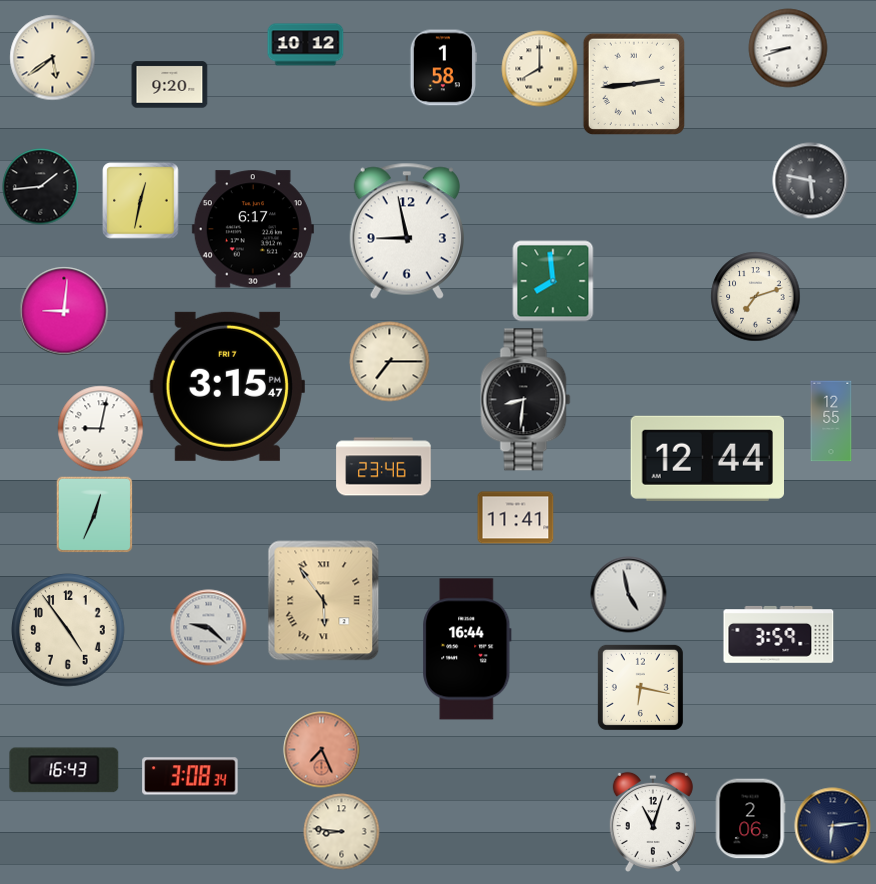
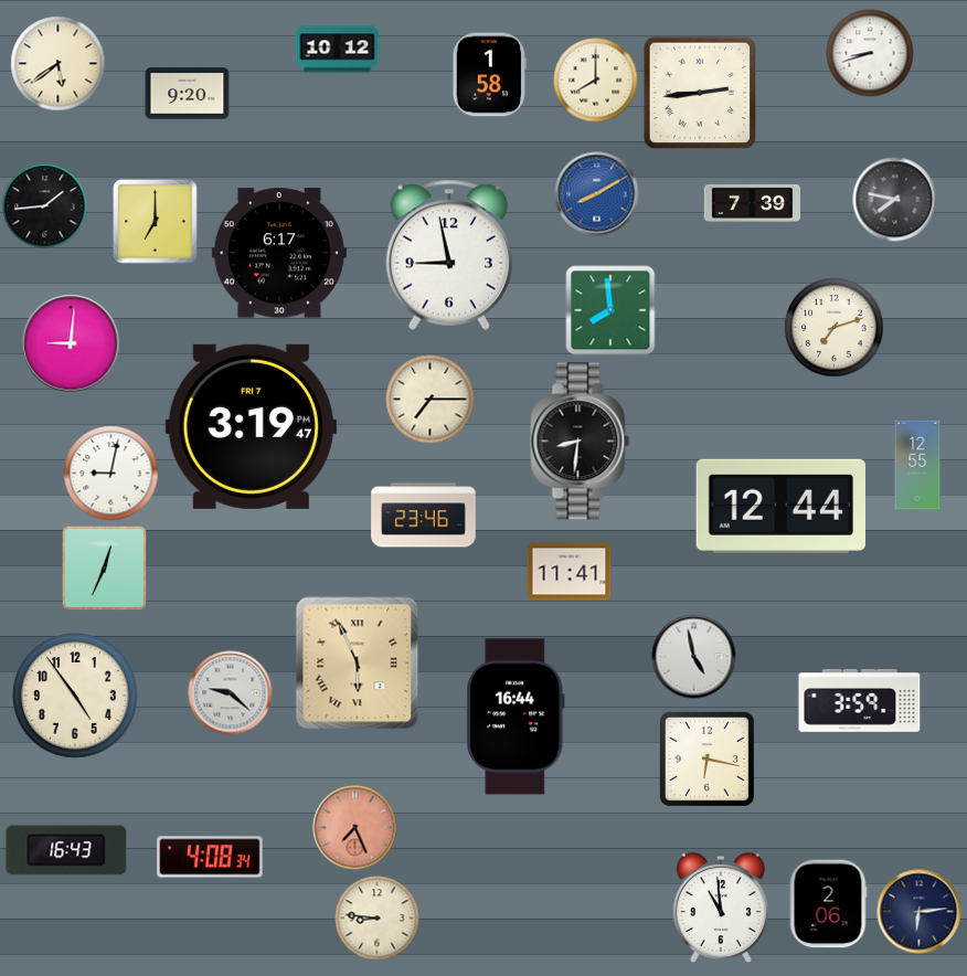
clock at (540, 69) position: (540, 69) -> (596, 81)
clock at (597, 194): none -> 8:10
clock at (811, 181): 5:47 -> 7:47
clock at (752, 203): none -> 7:39
clock at (141, 201): 12:32 -> 7:00
clock at (227, 386): 3:15 -> 3:19
clock at (324, 601): 5:54 -> 5:56
clock at (64, 770) position: (64, 770) -> (66, 850)
clock at (190, 776): 3:08 -> 4:08
clock at (653, 821): 11:03 -> 10:59
